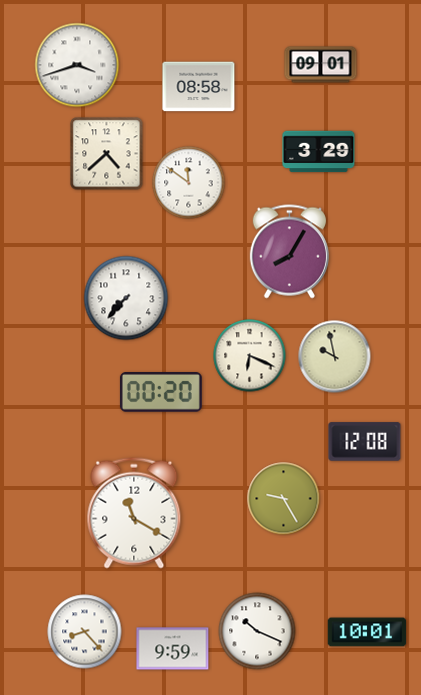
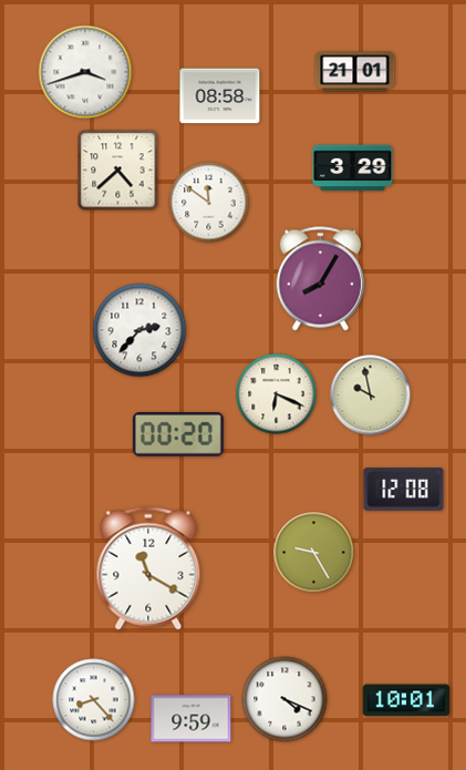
clock at (321, 65): 09:01 -> 21:01
clock at (126, 298): 7:37 -> 2:37
clock at (257, 631): 10:19 -> 4:19
